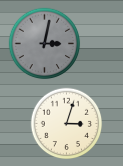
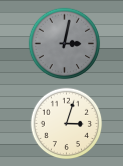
clock at (45, 44) position: (45, 44) -> (65, 44)
